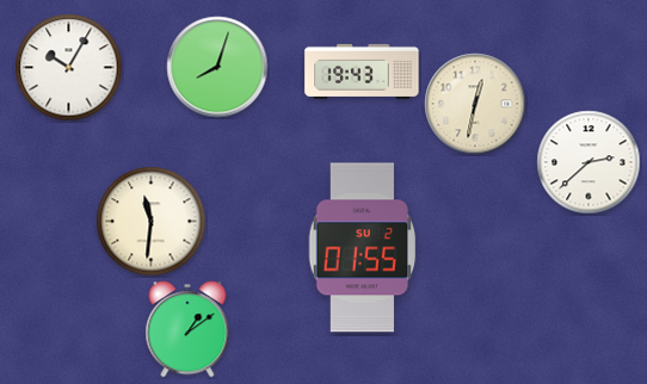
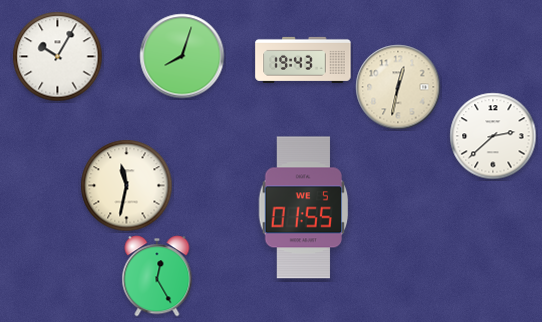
clock at (152, 222): 11:31 -> 11:32
clock at (363, 248) date: SU 2 -> WE 5
clock at (187, 329): 1:09 -> 12:25
